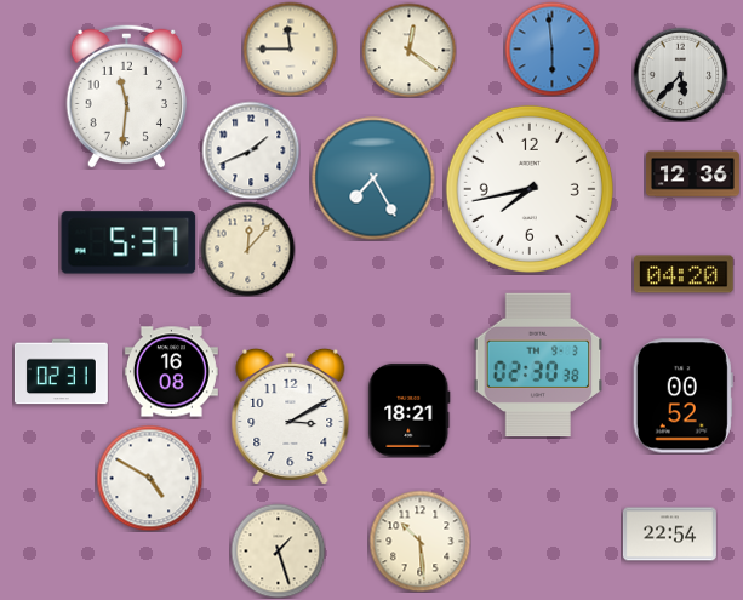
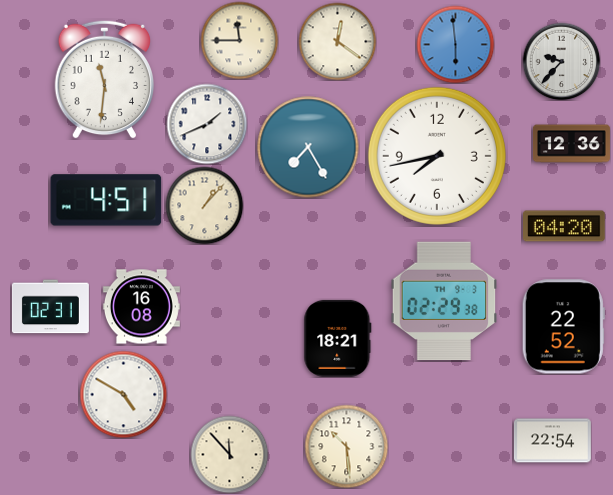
clock at (551, 48) position: (551, 48) -> (455, 44)
clock at (680, 74): 5:37 -> 9:37
clock at (128, 242): 5:37 -> 4:51
clock at (247, 248): 12:07 -> 1:07
clock at (538, 365): 02:30 -> 02:29
clock at (682, 396): 00:52 -> 22:52
clock at (291, 416): 3:10 -> none
clock at (278, 550): 1:27 -> 11:53
